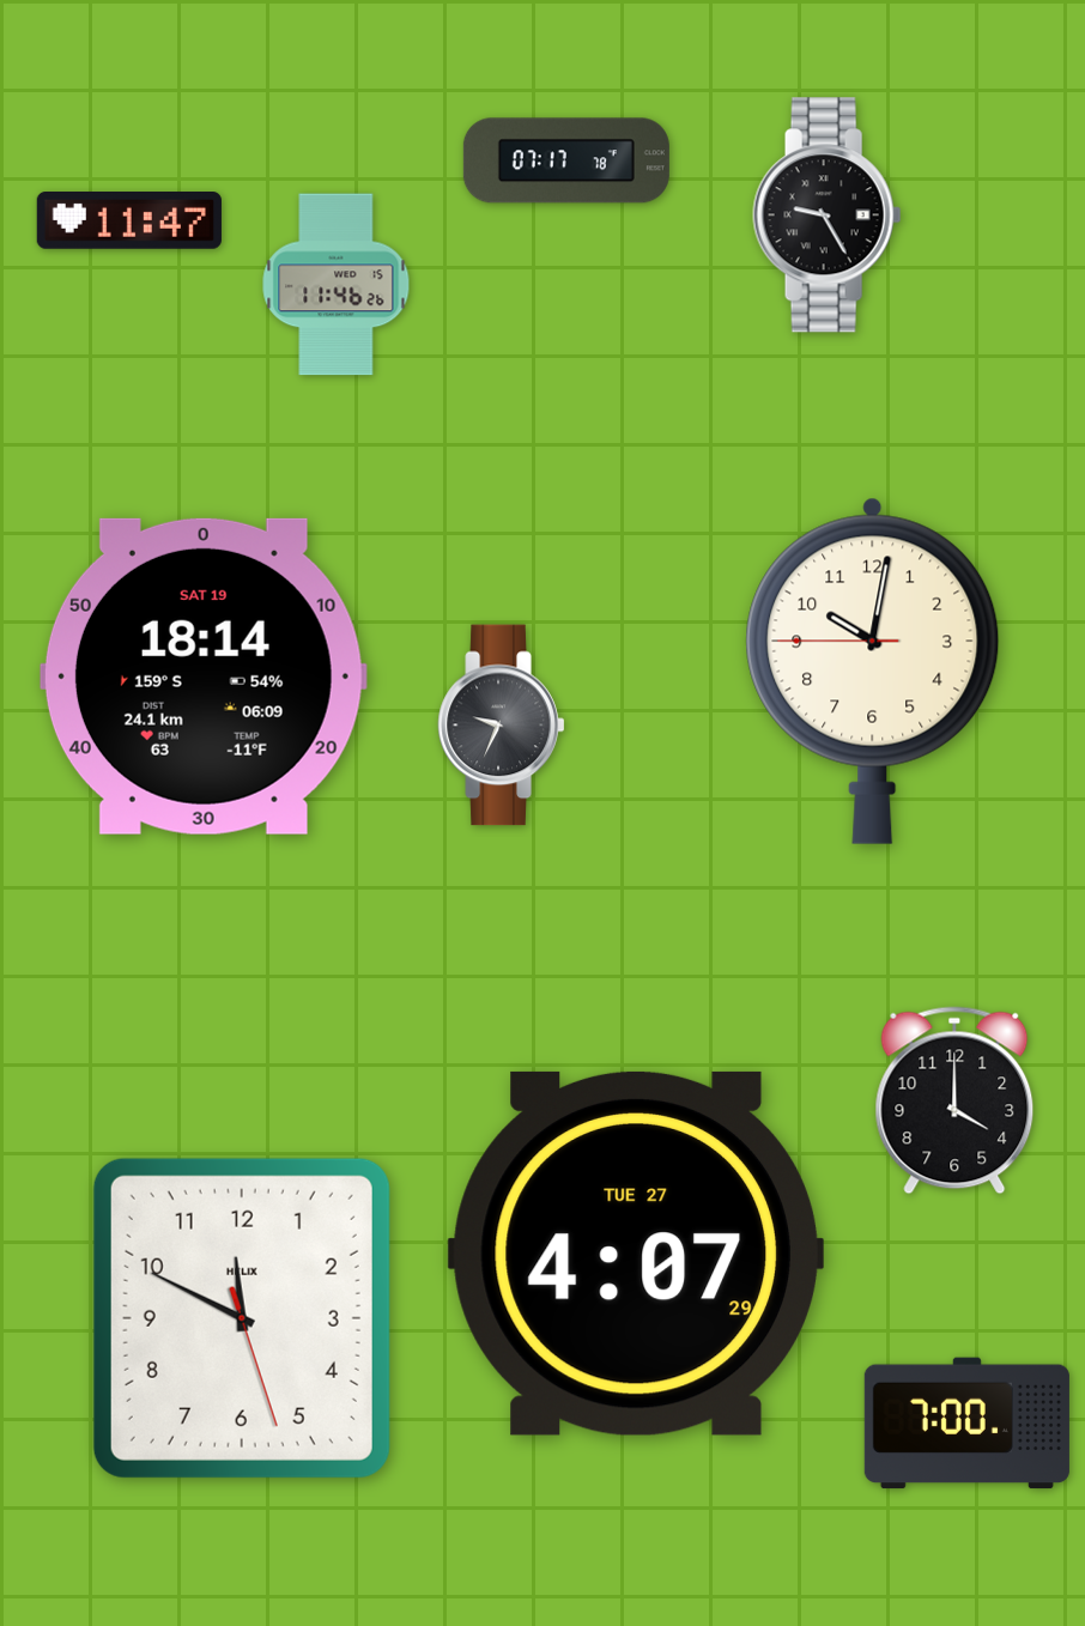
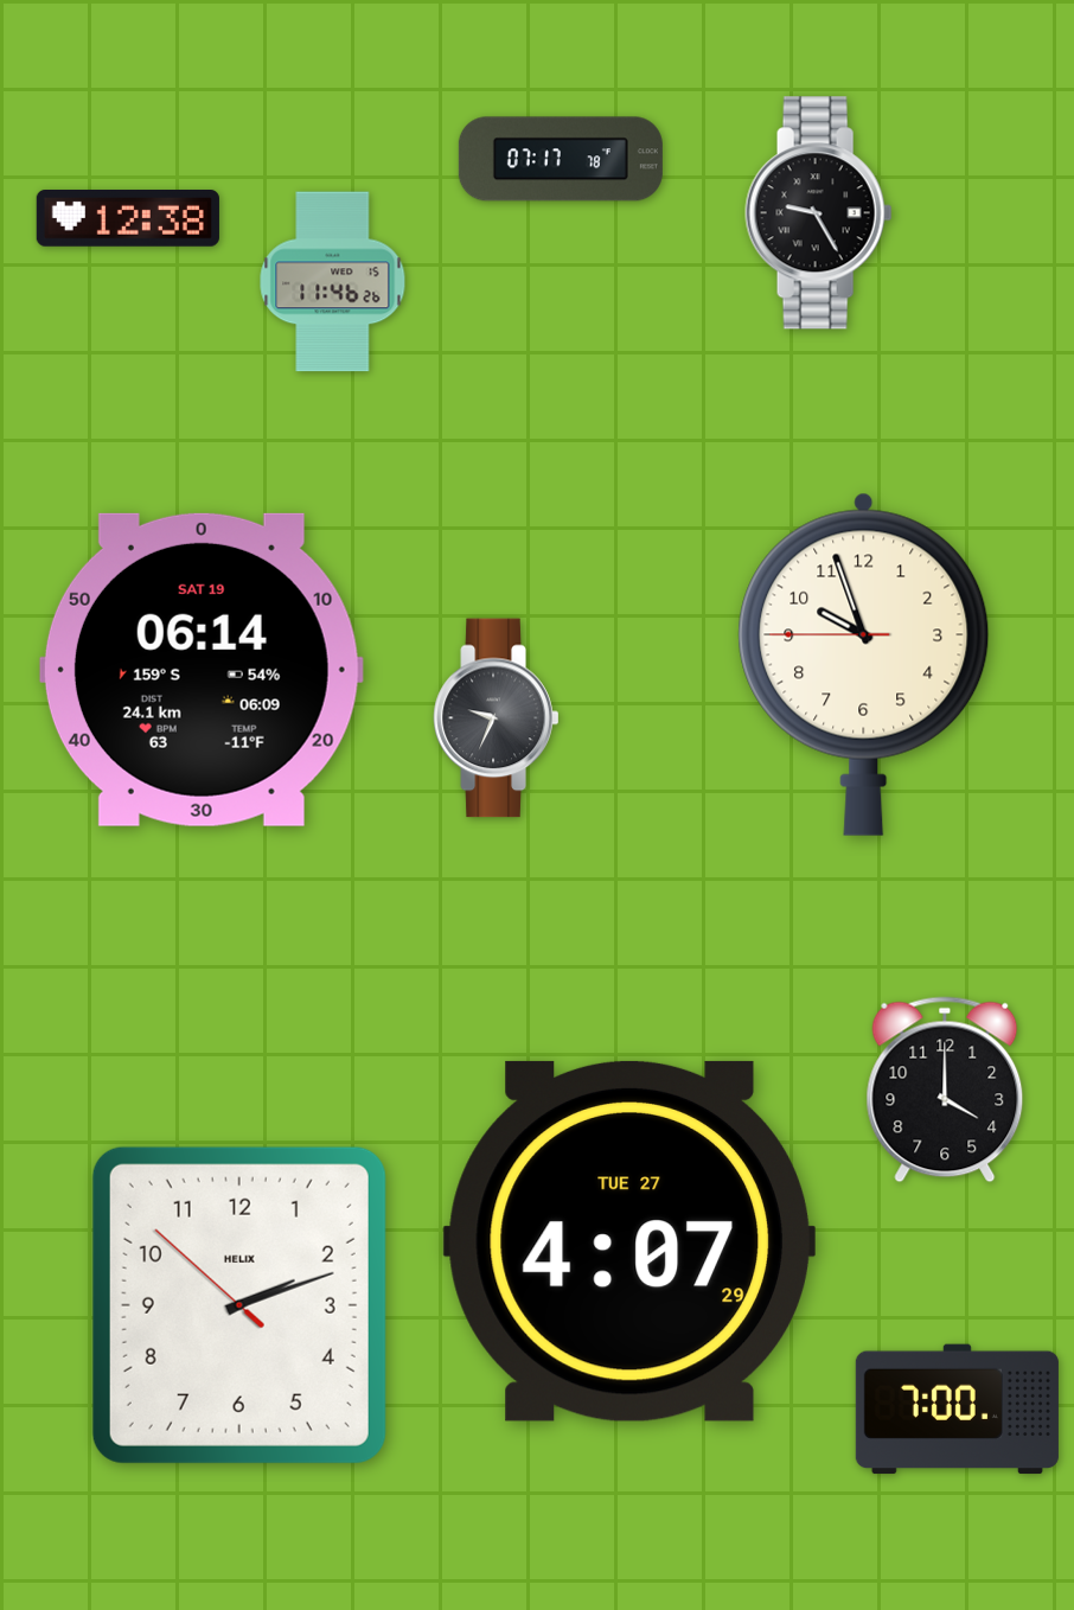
clock at (129, 222): 11:47 -> 12:38
clock at (873, 671): 10:01 -> 9:56
clock at (204, 677): 18:14 -> 06:14
clock at (242, 1318): 11:49 -> 2:11
